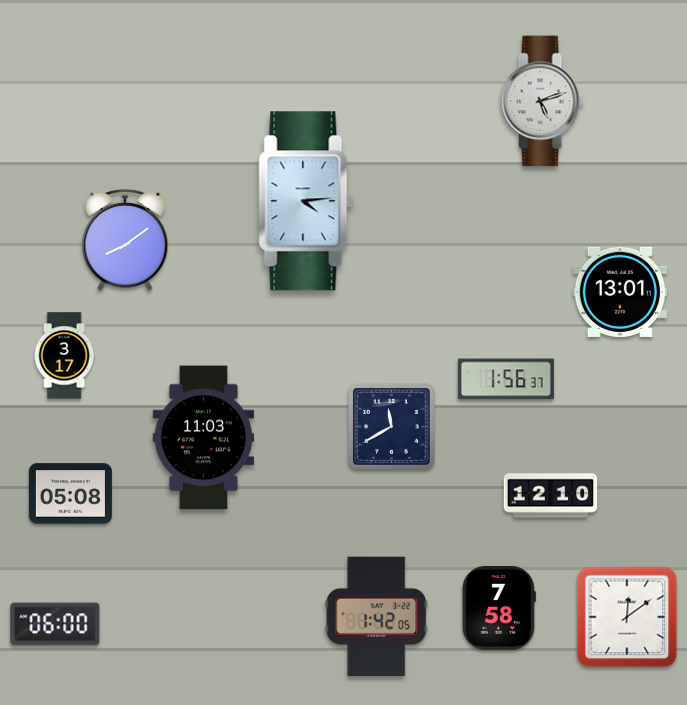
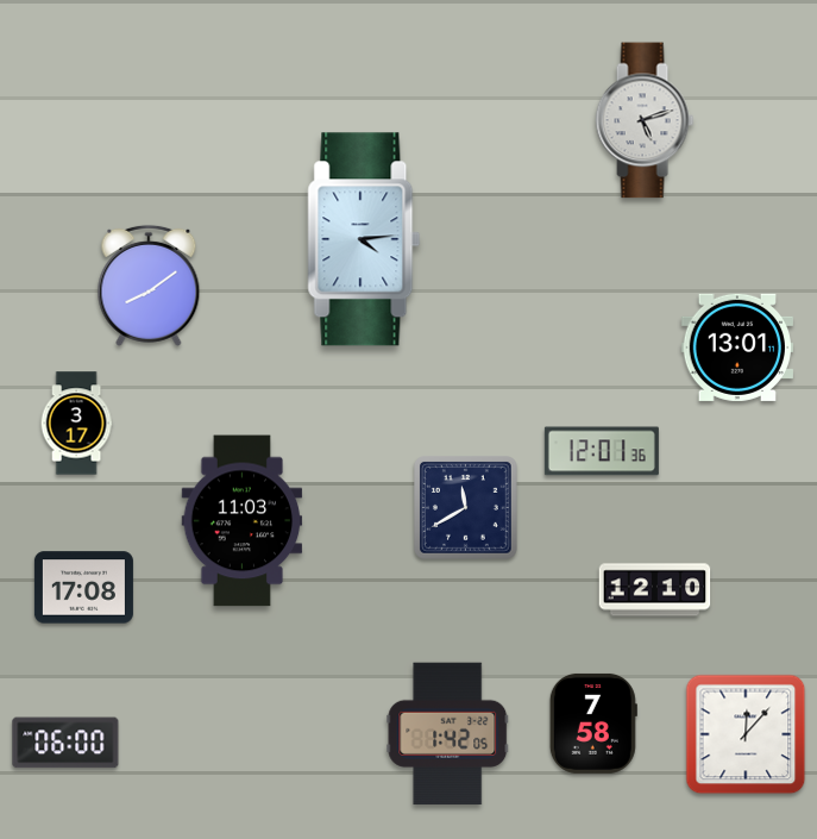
clock at (506, 379): 1:56 -> 12:01
clock at (70, 494): 05:08 -> 17:08
clock at (627, 617): 12:09 -> 12:07
